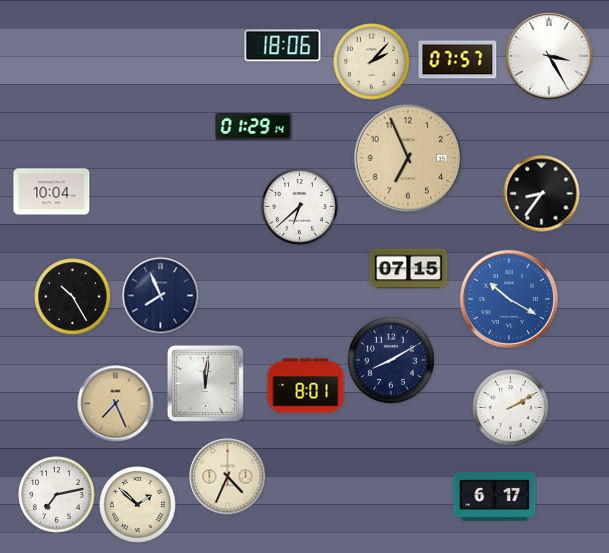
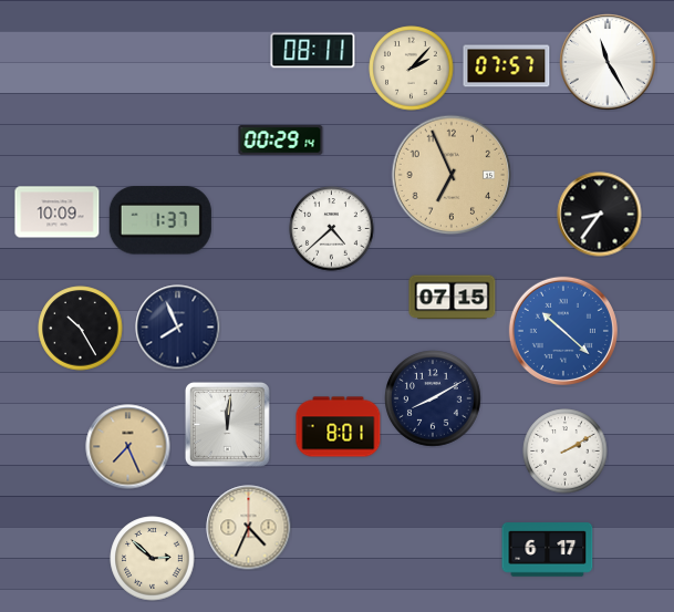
clock at (283, 46): 18:06 -> 08:11
clock at (549, 56): 3:25 -> 11:25
clock at (254, 127): 01:29 -> 00:29
clock at (52, 192): 10:04 -> 10:09
clock at (160, 220): none -> 1:37
clock at (300, 207): 6:38 -> 4:38
clock at (509, 299): 10:20 -> 10:22
clock at (228, 477) position: (228, 477) -> (249, 528)
clock at (57, 495): 7:13 -> none
clock at (138, 505): 1:52 -> 2:52
